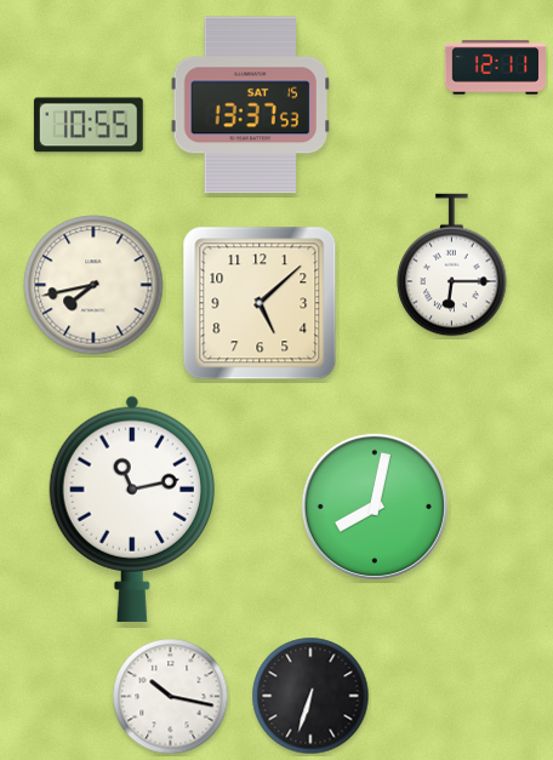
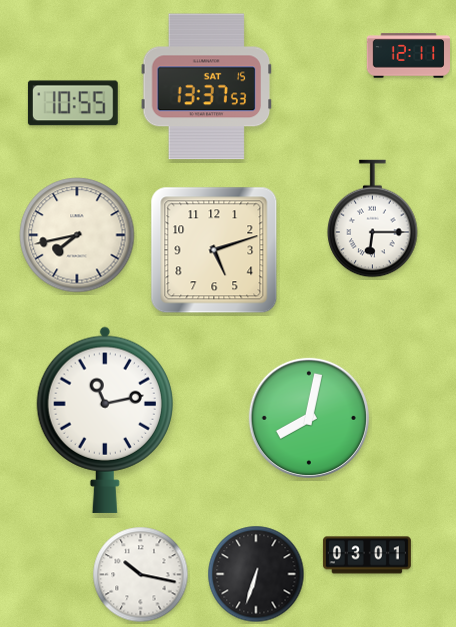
clock at (260, 303): 5:08 -> 5:12
clock at (132, 509) position: (132, 509) -> (105, 420)
clock at (367, 555): none -> 03:01
